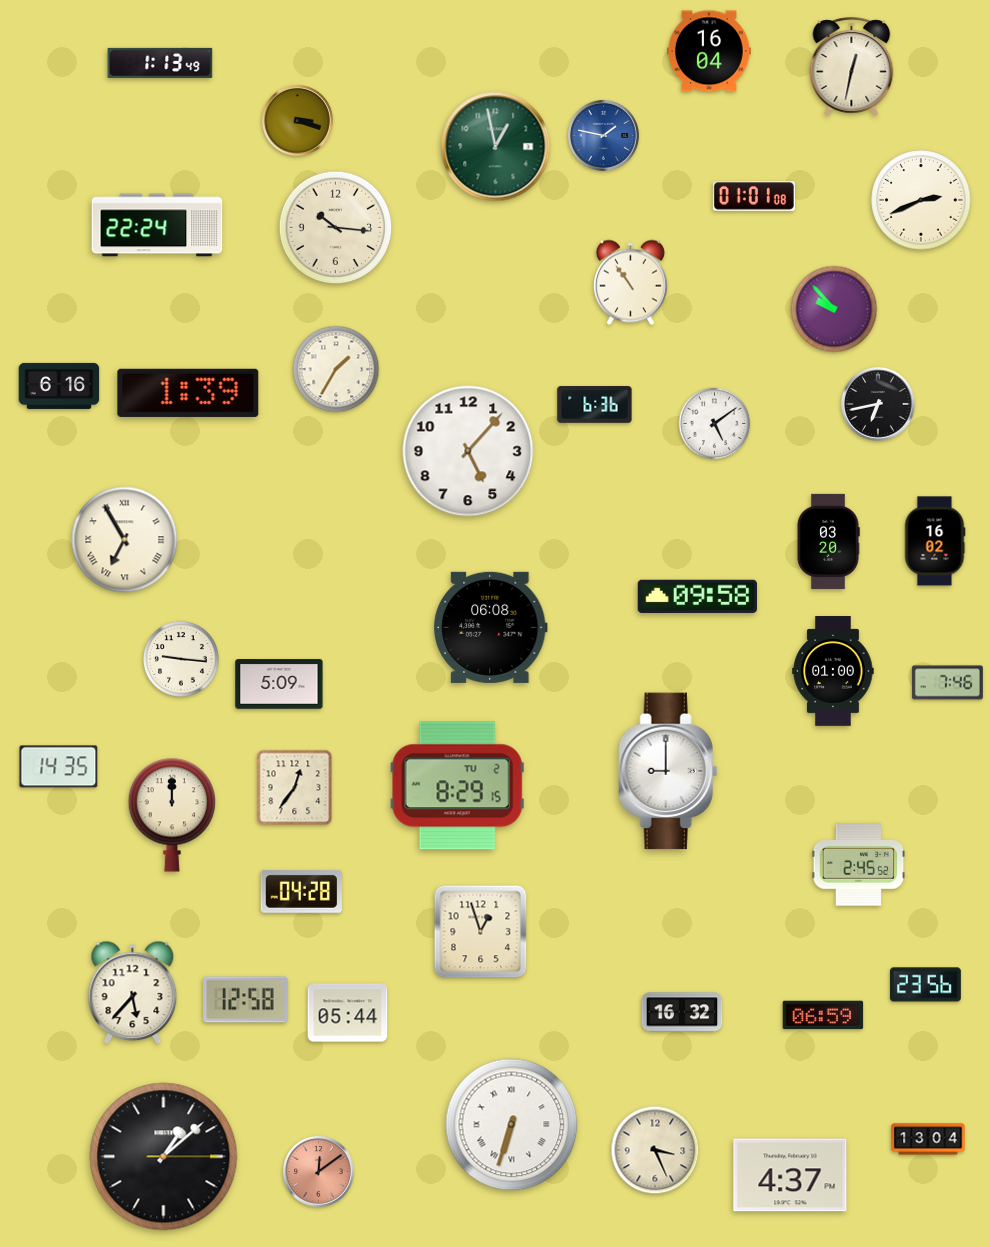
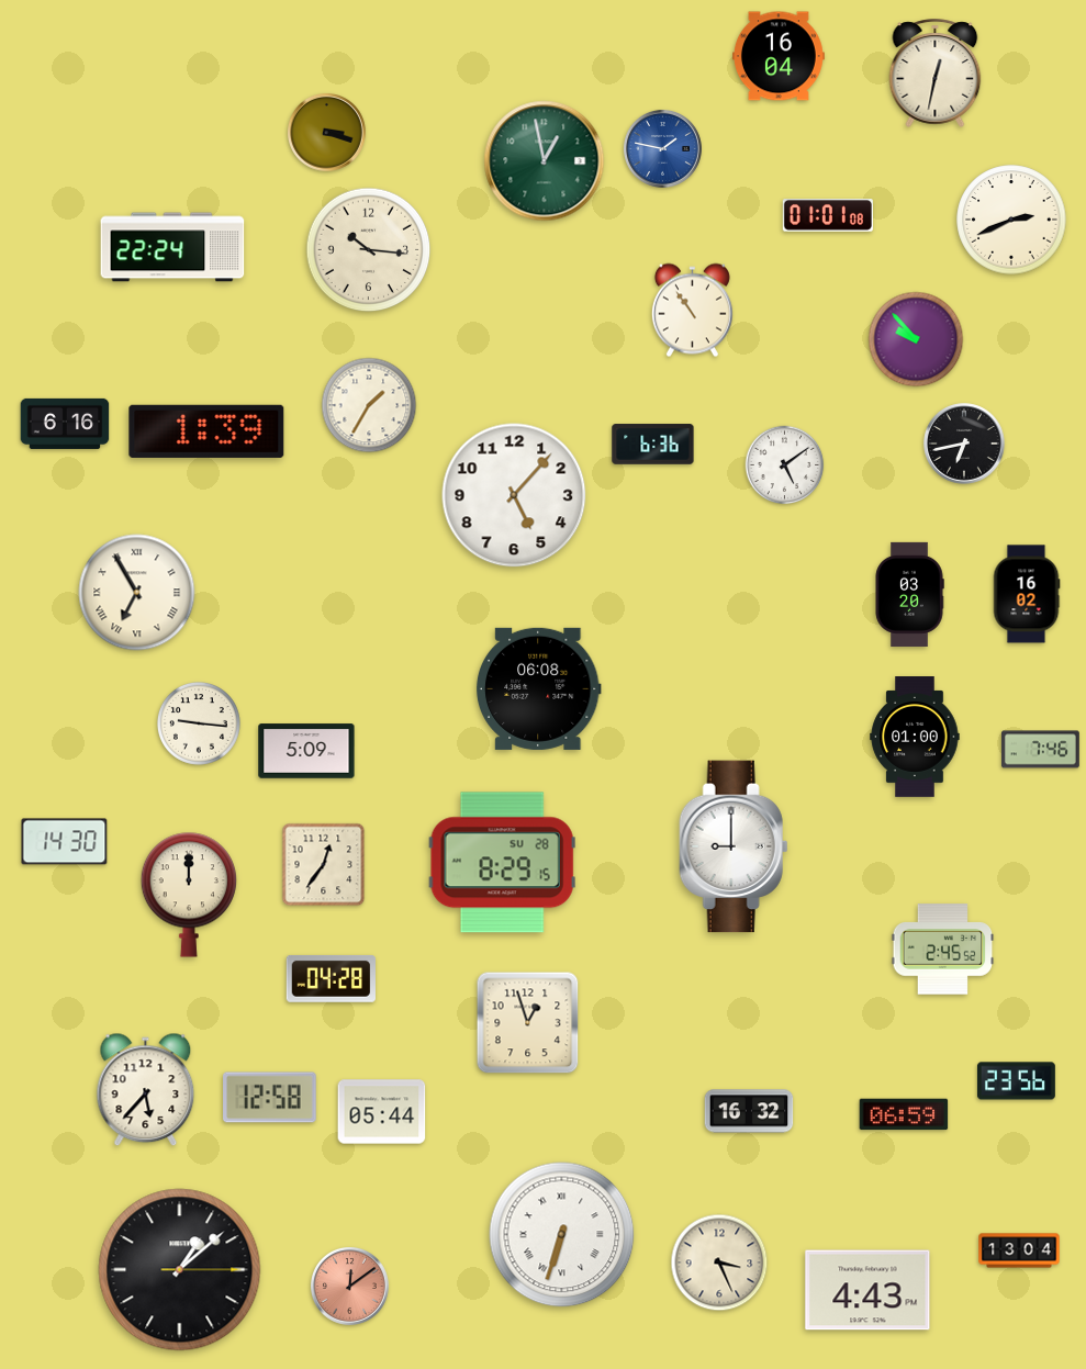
clock at (160, 63): 1:13 -> none
clock at (697, 596): 09:58 -> none
clock at (59, 767): 14:35 -> 14:30
clock at (457, 786) date: TU 2 -> SU 28
clock at (790, 1175): 4:37 -> 4:43
